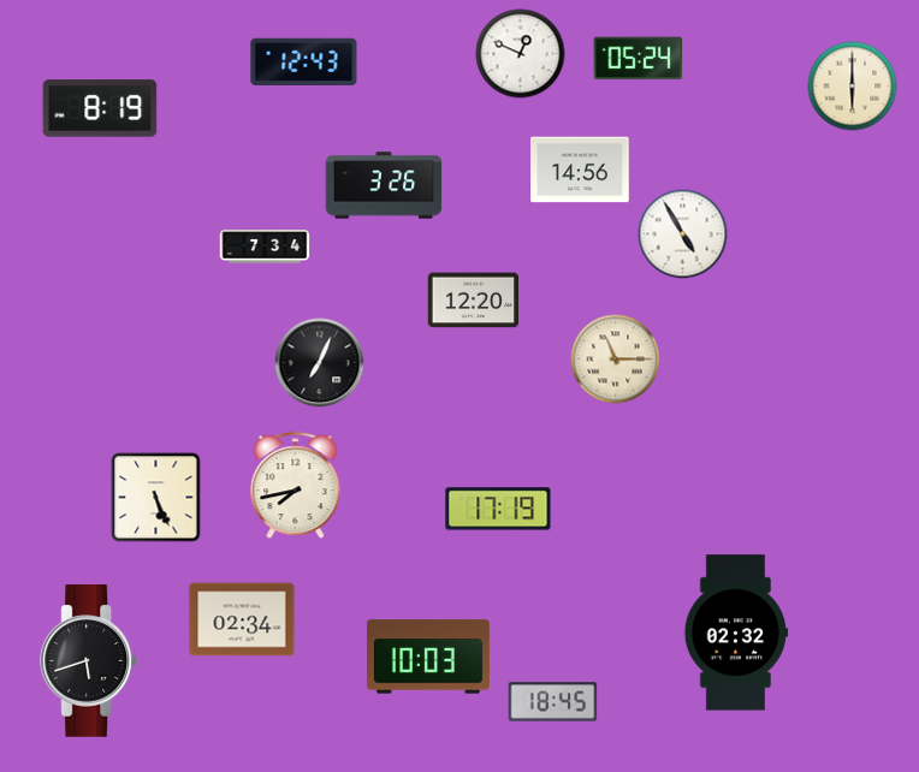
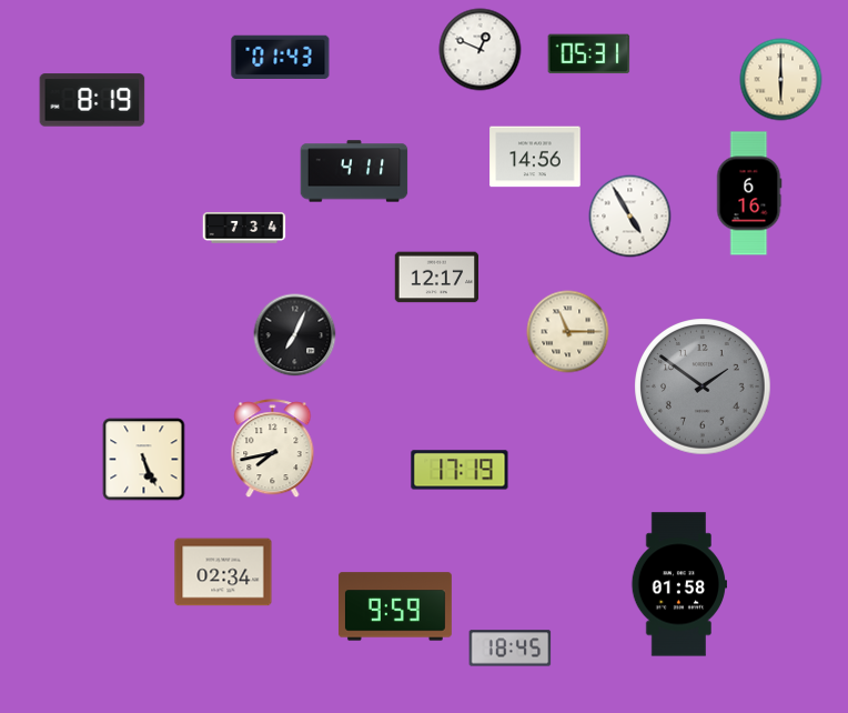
clock at (639, 59): 05:24 -> 05:31
clock at (304, 61): 12:43 -> 01:43
clock at (853, 87) position: (853, 87) -> (781, 80)
clock at (384, 185): 3:26 -> 4:11
clock at (749, 193): none -> 6:16
clock at (474, 301): 12:20 -> 12:17
clock at (703, 386): none -> 1:51
clock at (735, 633): 02:32 -> 01:58
clock at (428, 657): 10:03 -> 9:59
clock at (89, 661): 5:42 -> none
